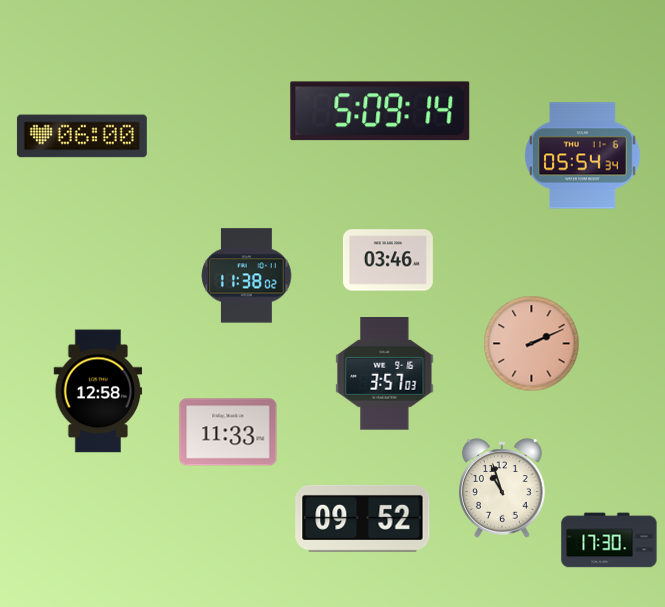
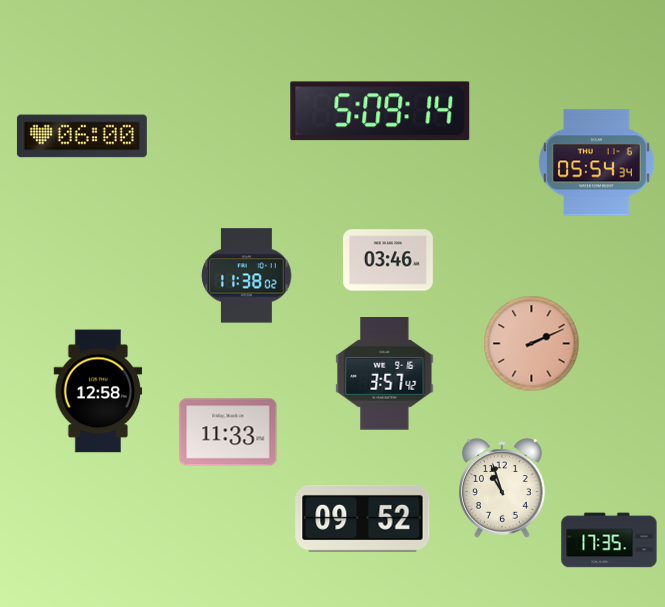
clock at (583, 156) position: (583, 156) -> (597, 163)
clock at (385, 374): 3:57:03 -> 3:57:42
clock at (609, 540): 17:30 -> 17:35
